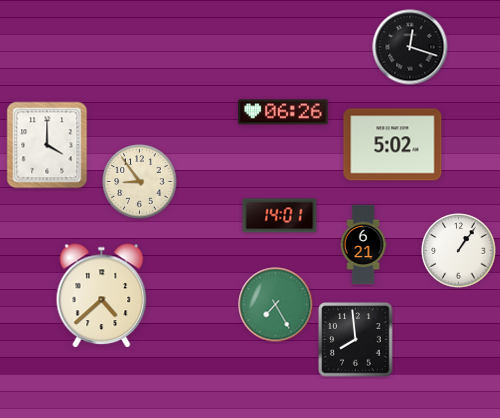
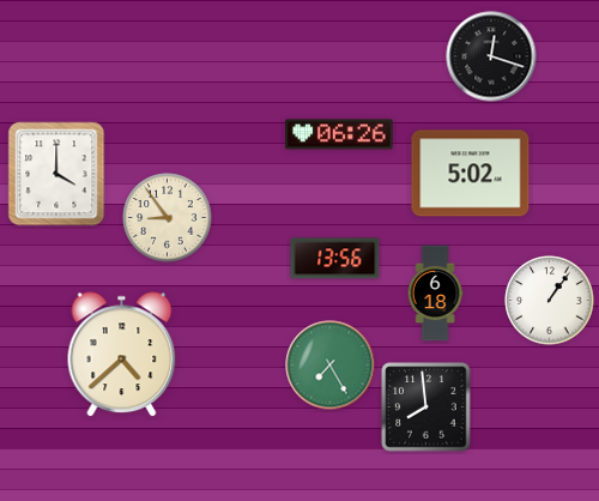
clock at (280, 216): 14:01 -> 13:56
clock at (363, 245): 6:21 -> 6:18
